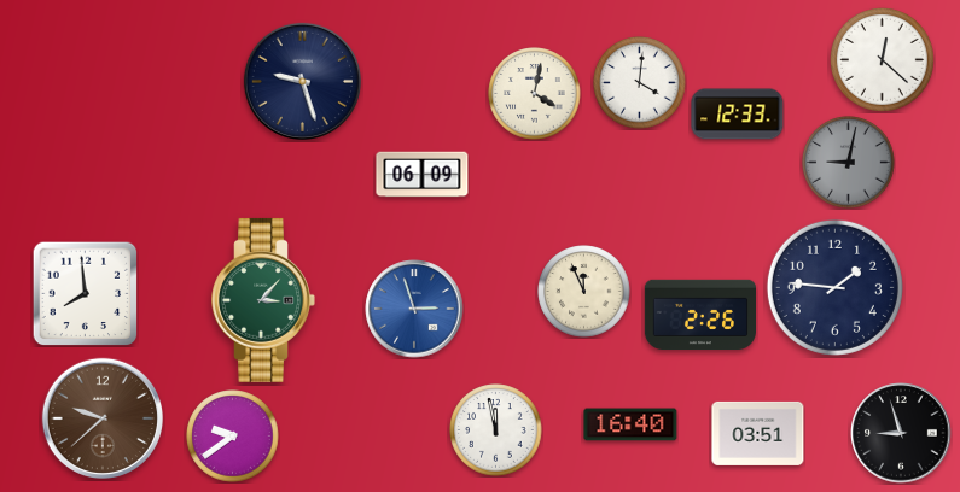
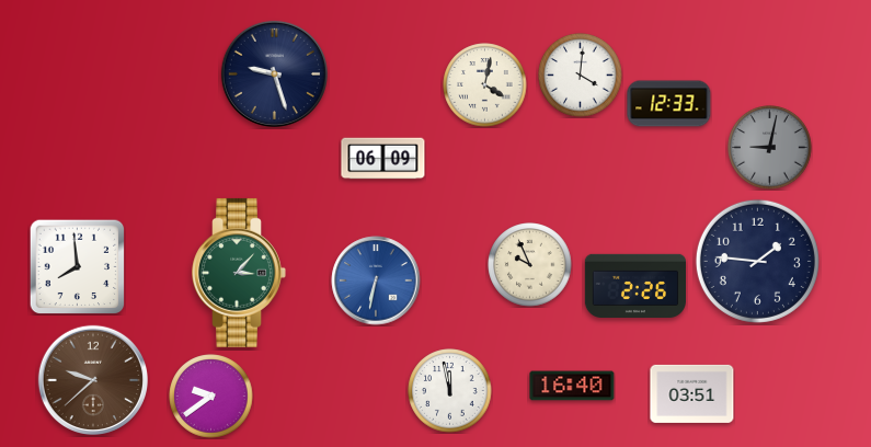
clock at (883, 60): 12:22 -> none
clock at (584, 292): 11:56 -> 9:56
clock at (414, 309): 2:57 -> 6:32
clock at (758, 433) position: (758, 433) -> (692, 393)
clock at (901, 433): 8:57 -> none
